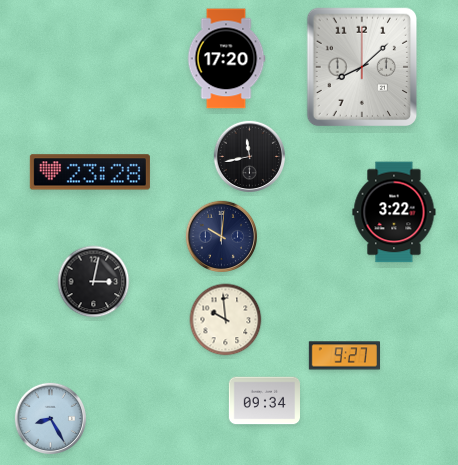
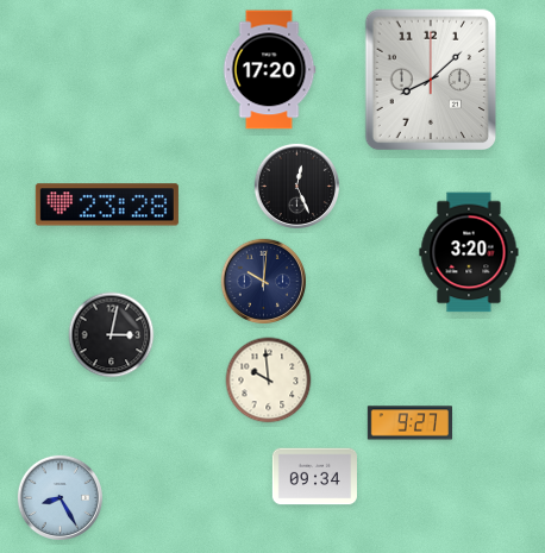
clock at (249, 156): 11:43 -> 12:26
clock at (394, 212): 3:22 -> 3:20
